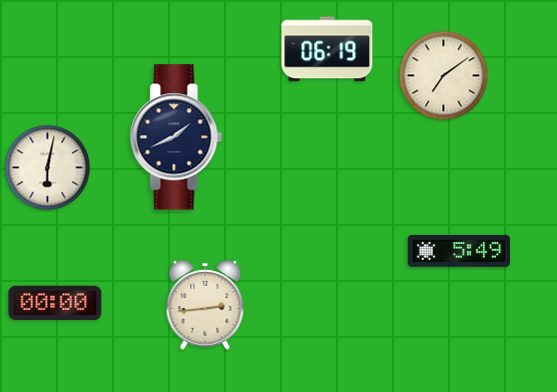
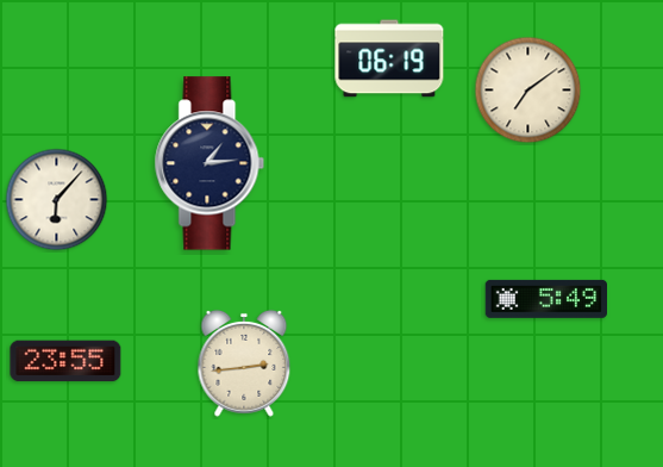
clock at (176, 137): 1:41 -> 1:14
clock at (48, 168): 6:02 -> 6:07
clock at (55, 303): 00:00 -> 23:55
